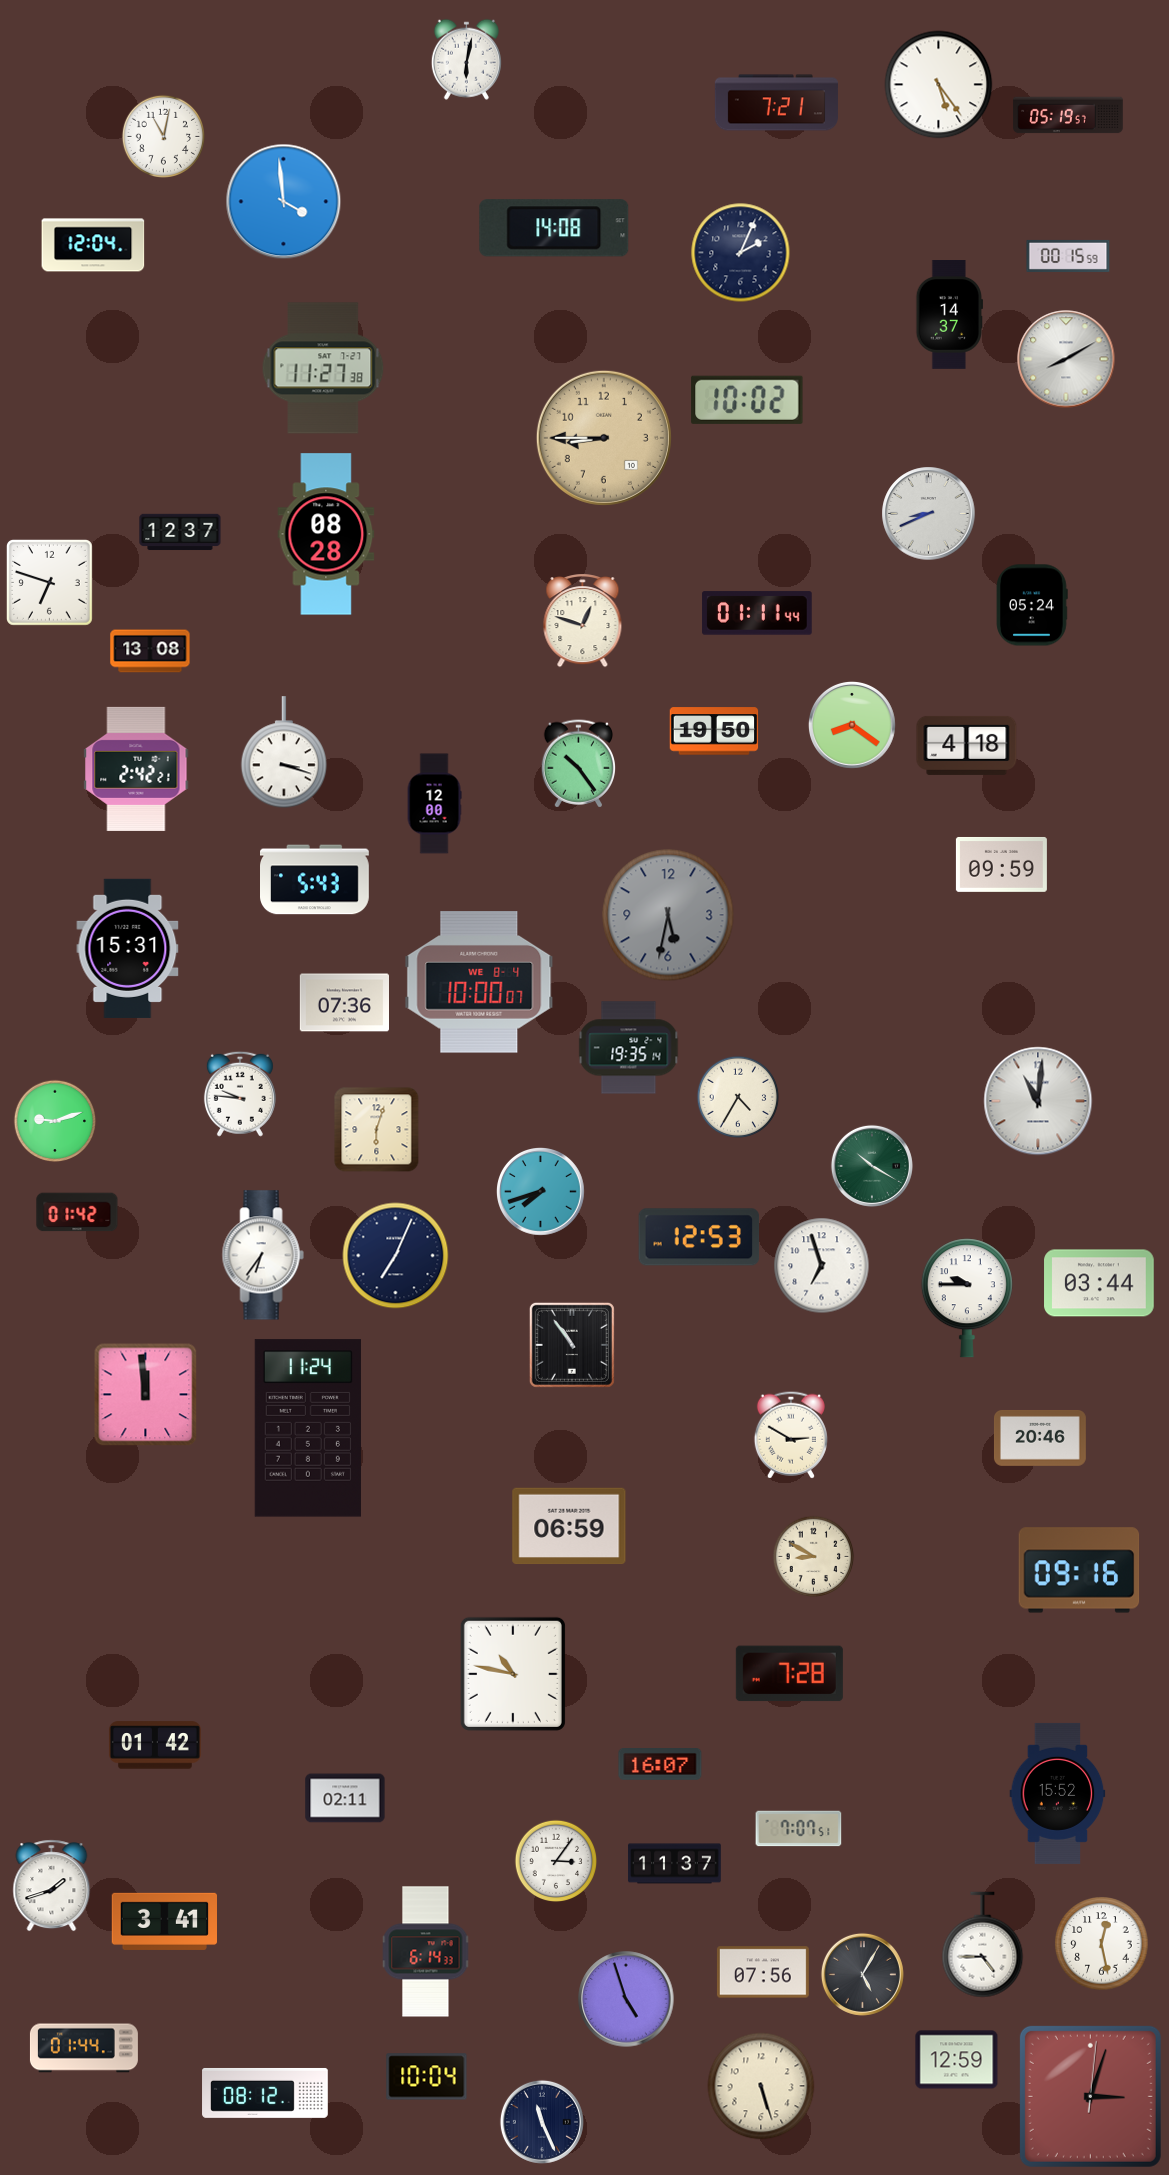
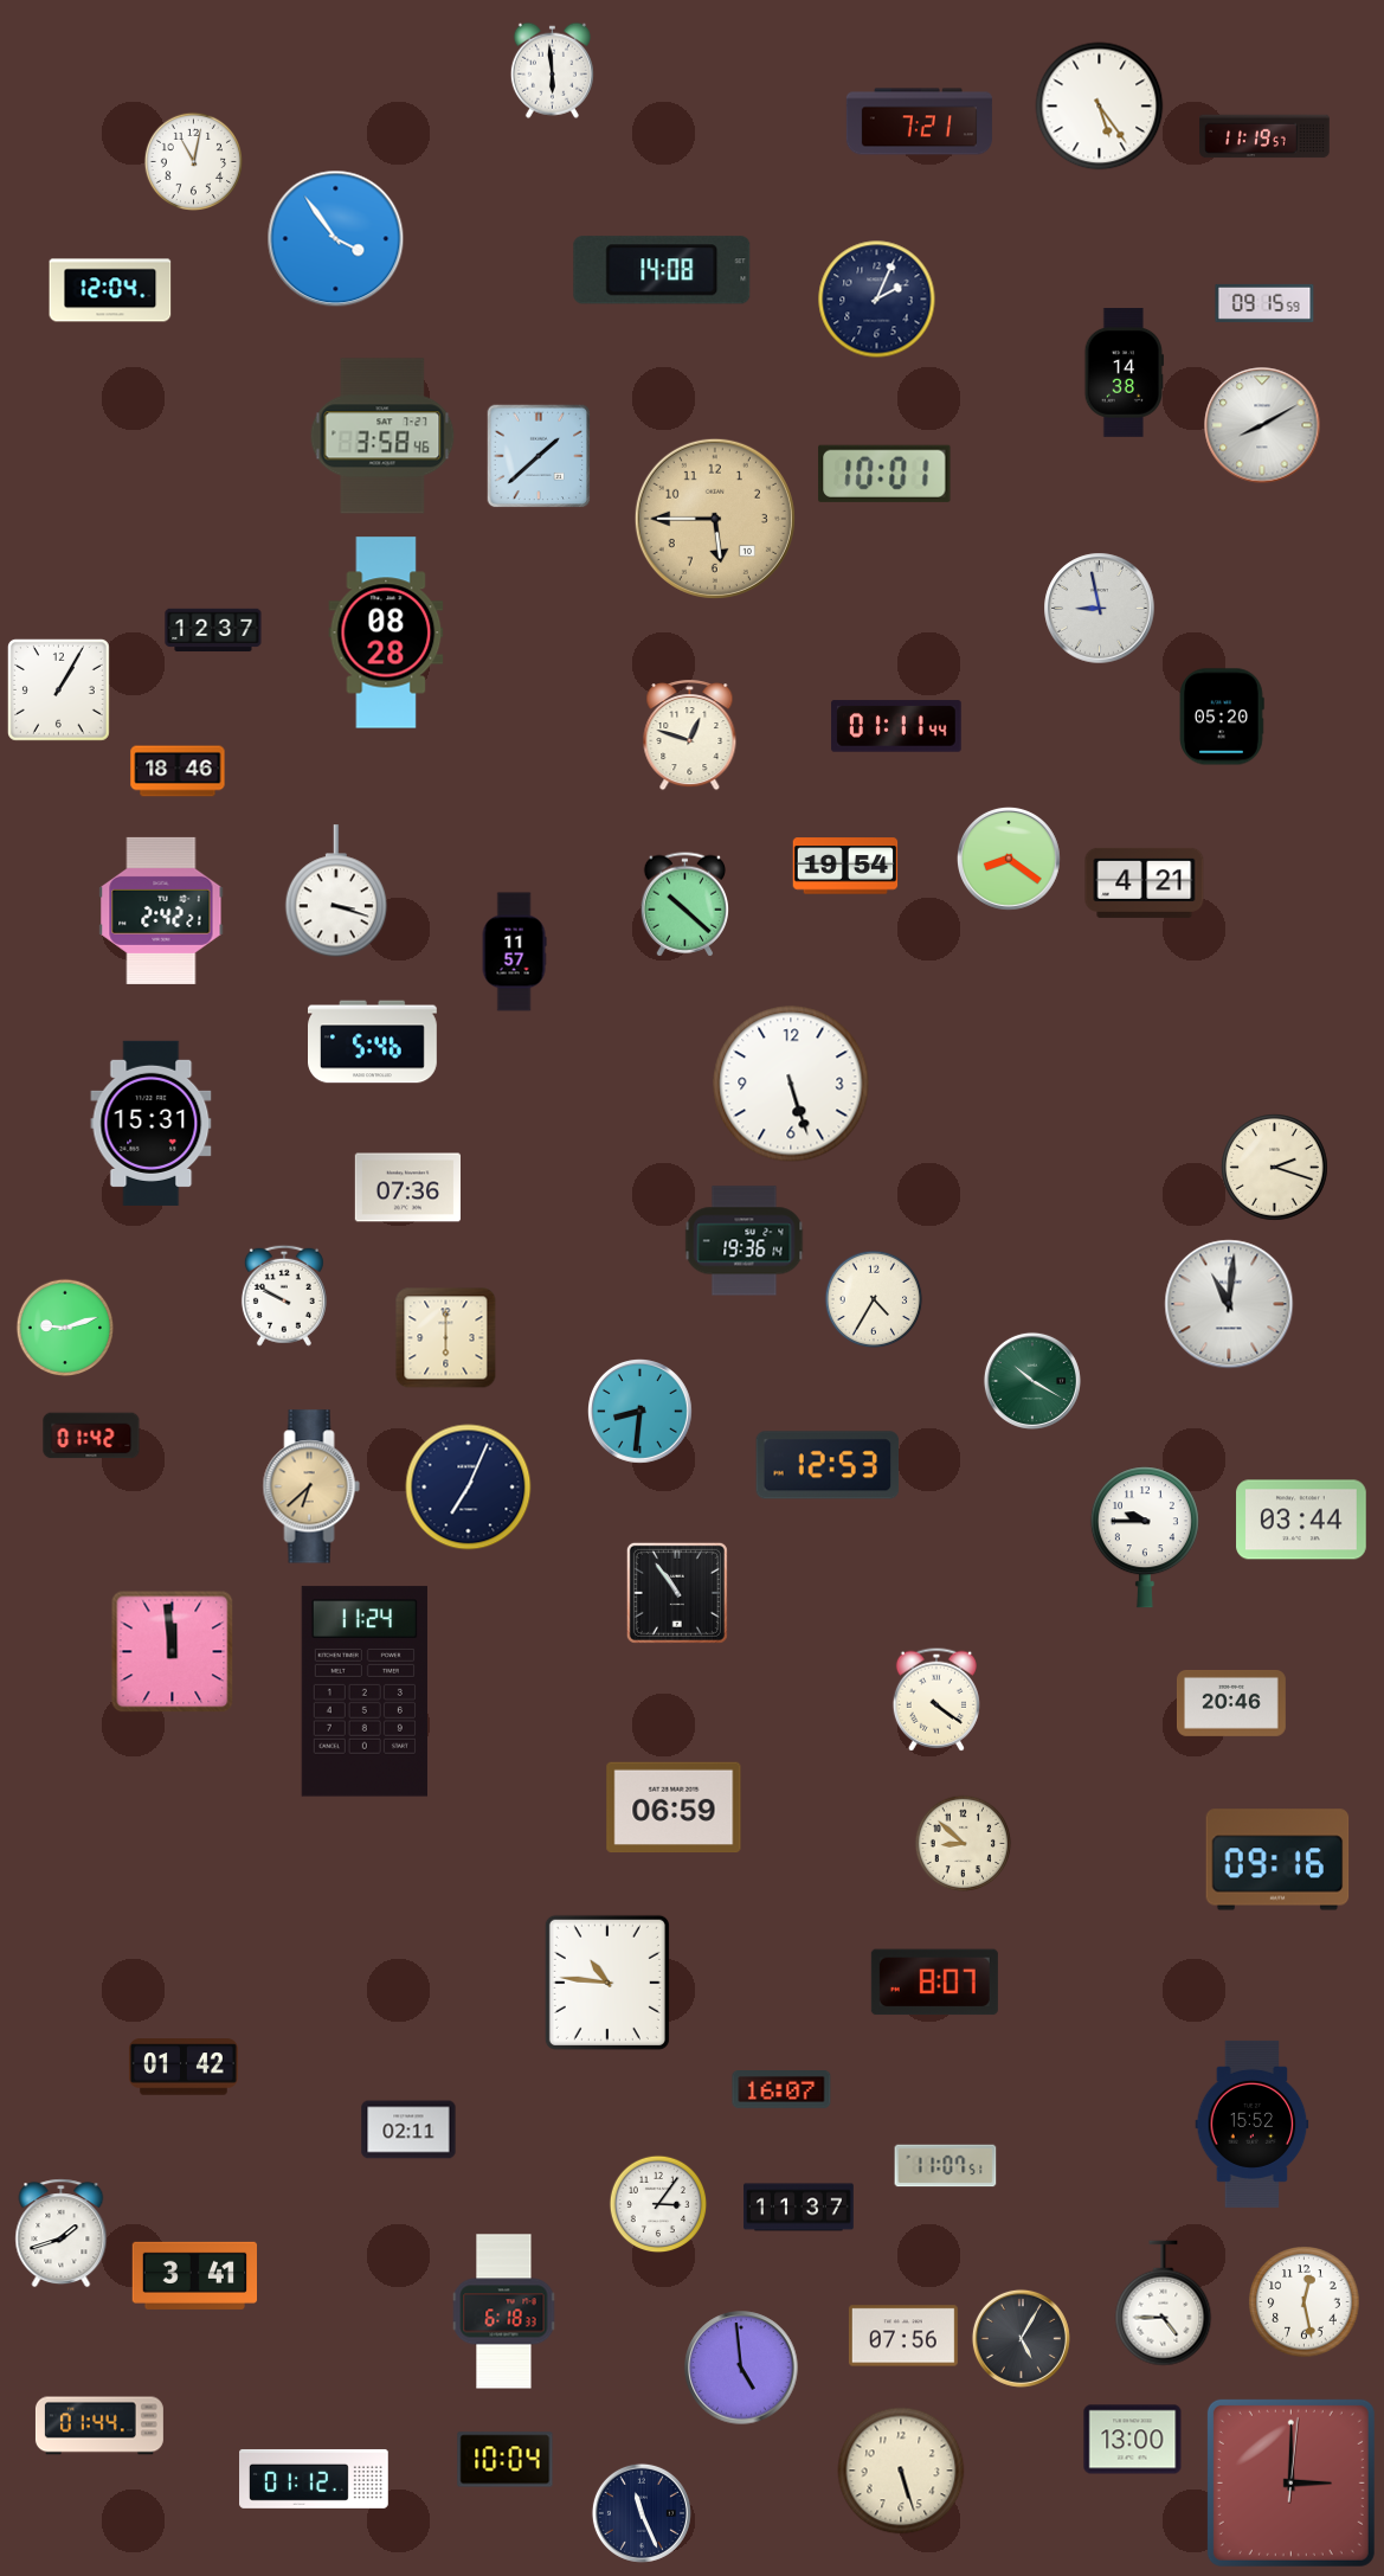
clock at (466, 59): 6:02 -> 5:59
clock at (939, 85) position: (939, 85) -> (1100, 107)
clock at (1068, 115): 05:19 -> 11:19
clock at (284, 202): 3:59 -> 3:54
clock at (554, 228) position: (554, 228) -> (662, 270)
clock at (1068, 256): 00:15 -> 09:15
clock at (949, 315): 14:37 -> 14:38
clock at (323, 368): 11:27 -> 3:58
clock at (539, 456): none -> 1:38
clock at (747, 400): 10:02 -> 10:01
clock at (604, 438): 8:45 -> 5:45
clock at (929, 514): 8:41 -> 8:58
clock at (49, 582): 6:48 -> 1:05
clock at (1032, 605): 05:24 -> 05:20
clock at (150, 651): 13:08 -> 18:46
clock at (714, 731): 19:50 -> 19:54
clock at (967, 745): 4:18 -> 4:21
clock at (578, 764): 10:24 -> 10:22
clock at (434, 804): 12:00 -> 11:57
clock at (1001, 864): 09:59 -> none
clock at (315, 880): 5:43 -> 5:46
clock at (668, 915): 5:32 -> 5:27
clock at (668, 915) dial: grey -> white
clock at (479, 982): 10:00 -> none
clock at (1275, 1168): none -> 2:18
clock at (629, 1048): 19:35 -> 19:36
clock at (240, 1094): 9:46 -> 9:50
clock at (377, 1130): 6:03 -> 6:00
clock at (541, 1192): 7:42 -> 8:31
clock at (263, 1255): 6:36 -> 6:38
clock at (263, 1255) dial: white -> champagne
clock at (822, 1266): 6:57 -> none
clock at (791, 1435): 2:50 -> 4:21
clock at (814, 1557): 8:50 -> 8:52
clock at (513, 1674): 10:47 -> 10:46
clock at (789, 1674): 7:28 -> 8:07
clock at (799, 1829): 7:07 -> 11:07
clock at (426, 1952): 6:14 -> 6:18
clock at (626, 1999): 4:57 -> 4:59
clock at (957, 2060): 12:59 -> 13:00
clock at (265, 2093): 08:12 -> 01:12
clock at (1090, 2096): 3:03 -> 3:00
